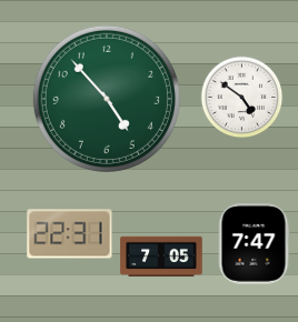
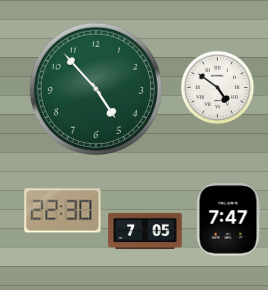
clock at (70, 234): 22:31 -> 22:30
